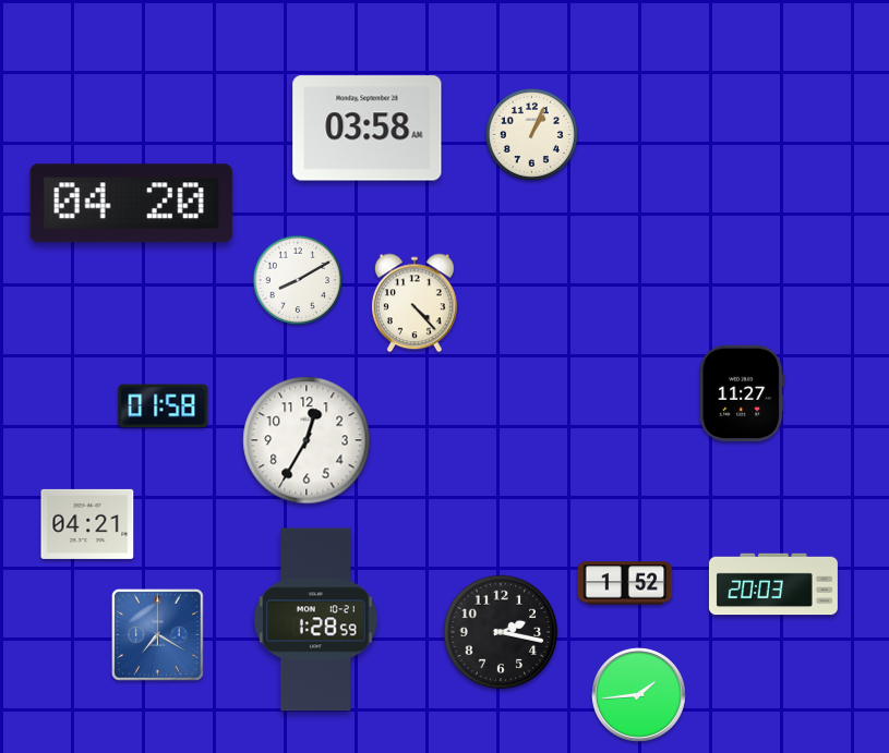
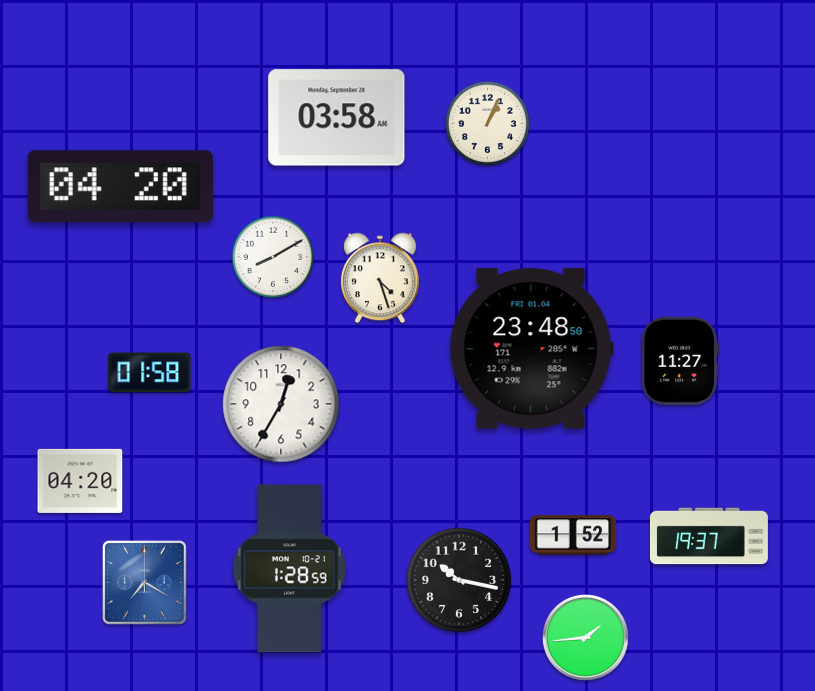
clock at (415, 303): 4:23 -> 4:27
clock at (531, 349): none -> 23:48
clock at (87, 524): 04:21 -> 04:20
clock at (773, 584): 20:03 -> 19:37
clock at (501, 632): 2:17 -> 10:17
